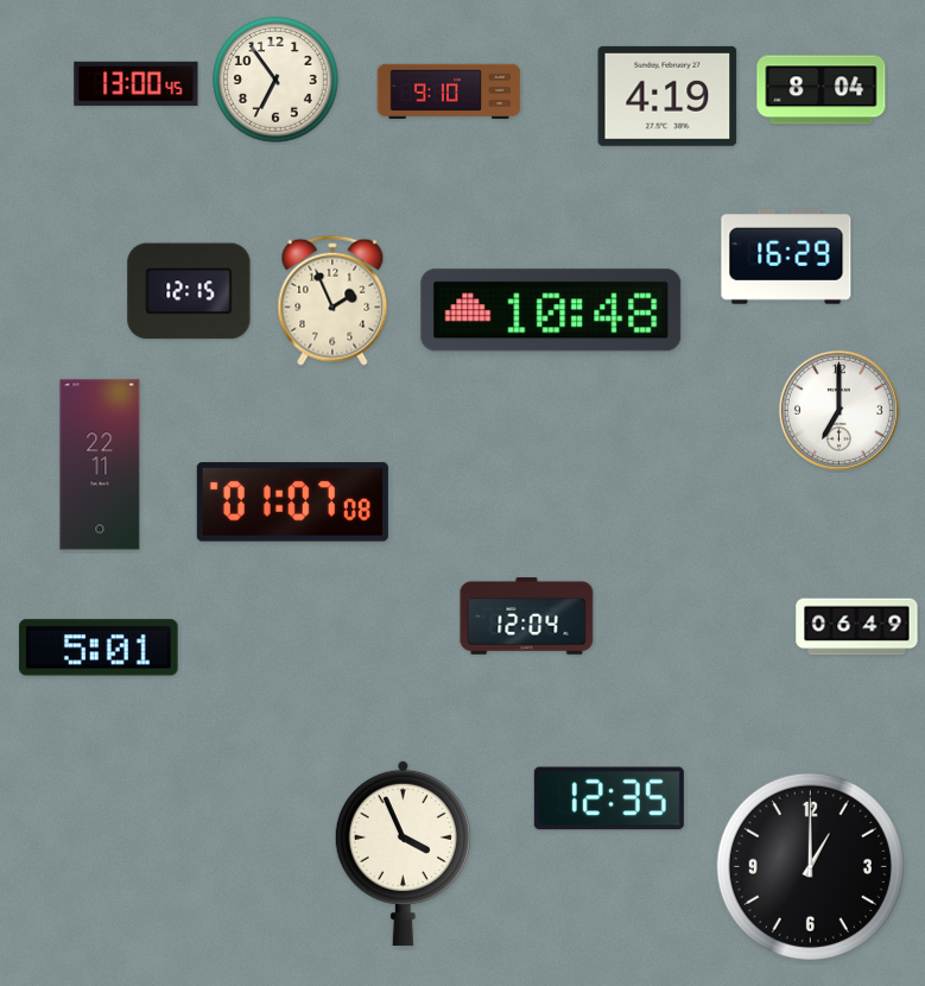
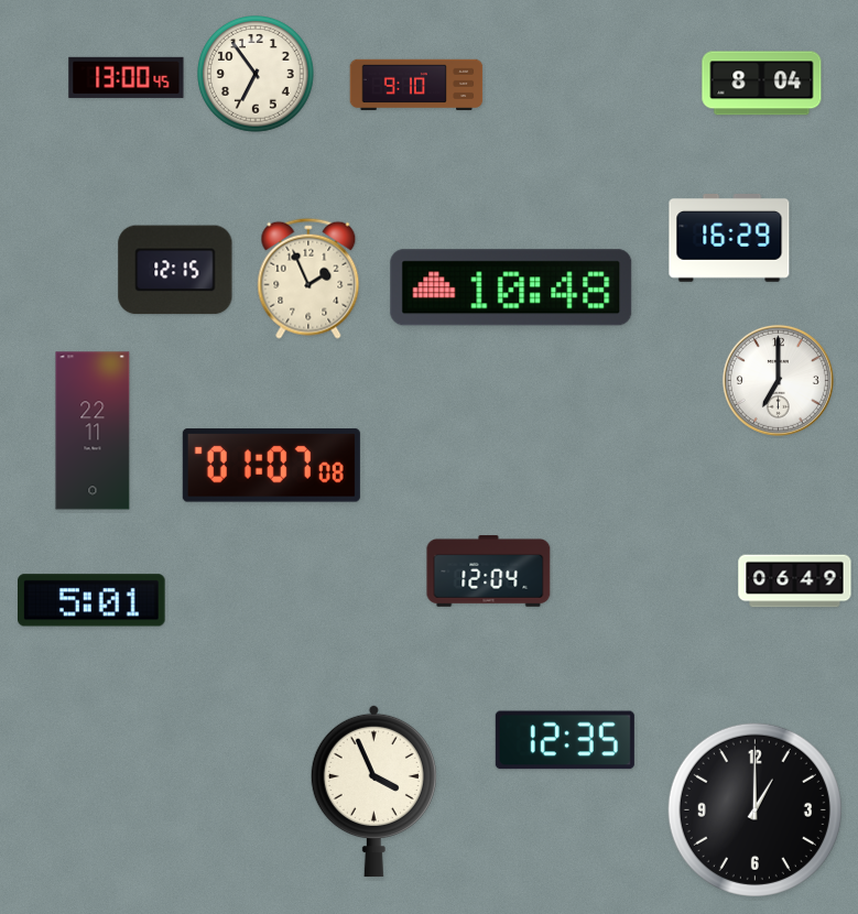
clock at (667, 96): 4:19 -> none
clock at (810, 866) position: (810, 866) -> (754, 809)
